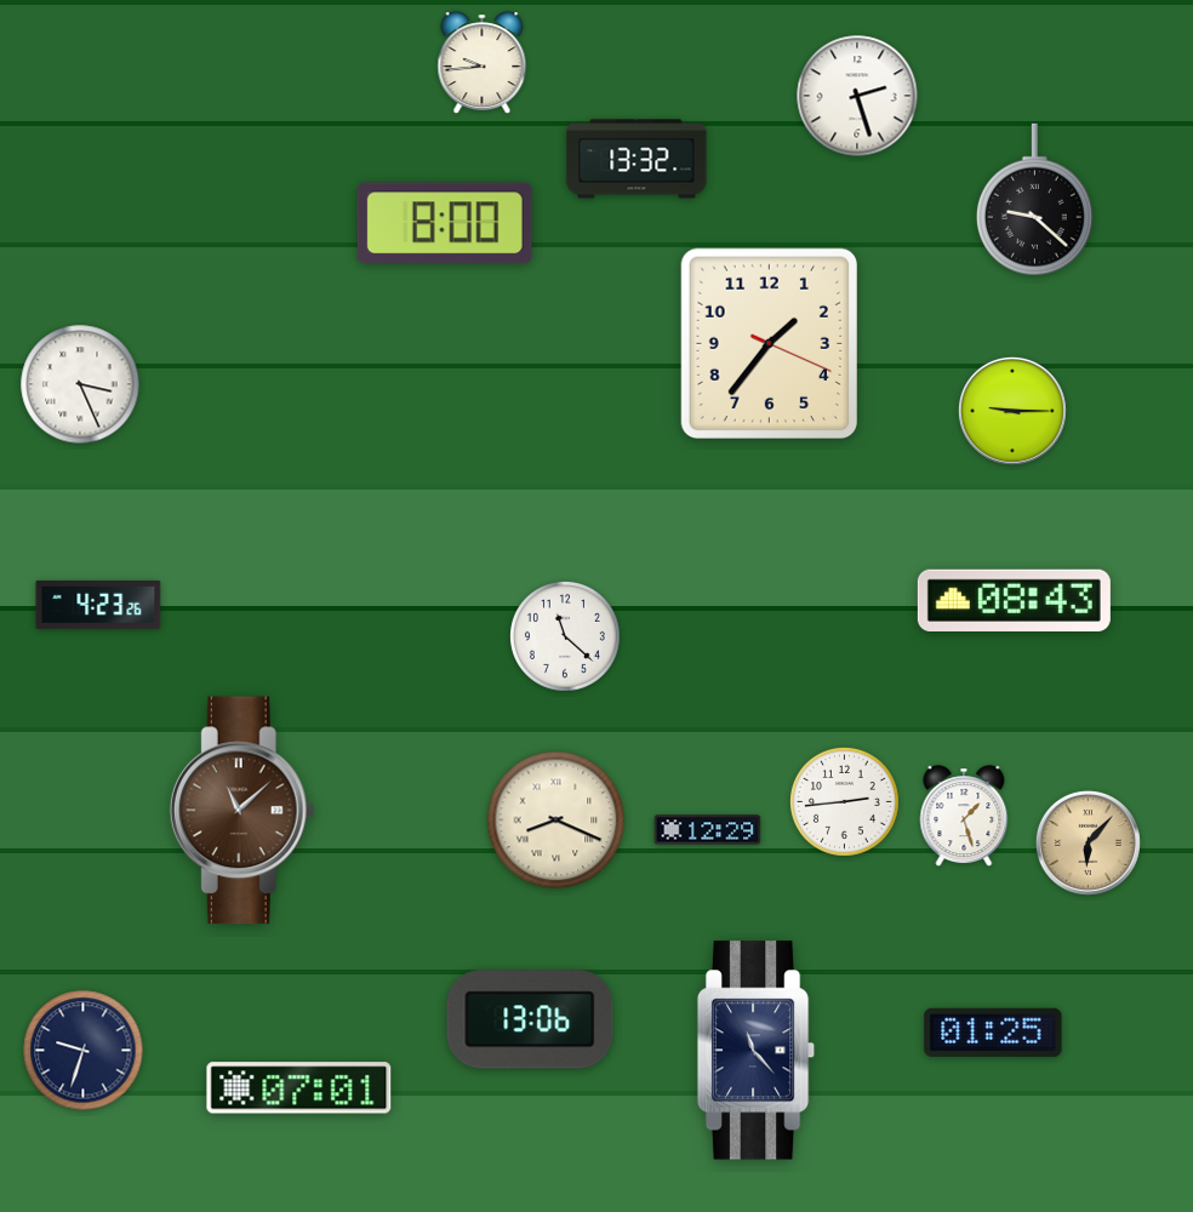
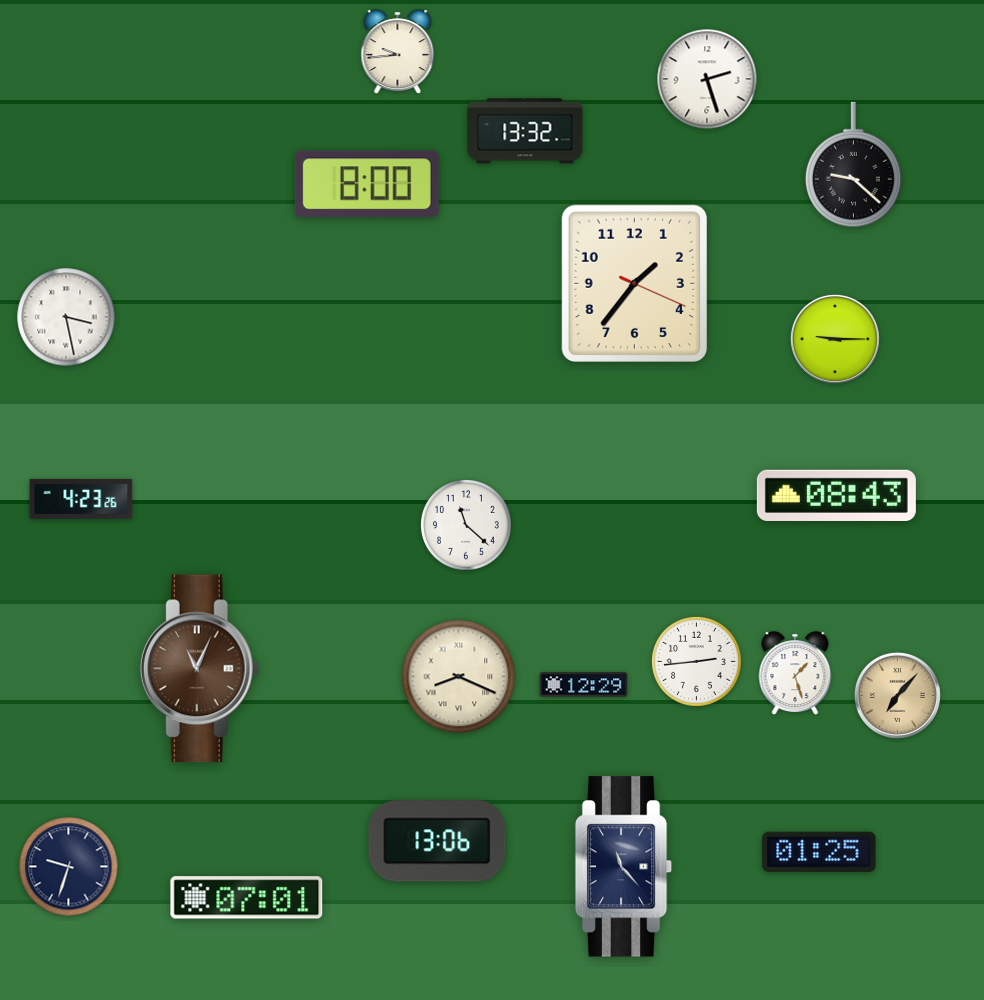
clock at (80, 384): 3:26 -> 3:28
clock at (241, 811): 11:08 -> 11:04
clock at (1088, 842): 6:07 -> 7:07
